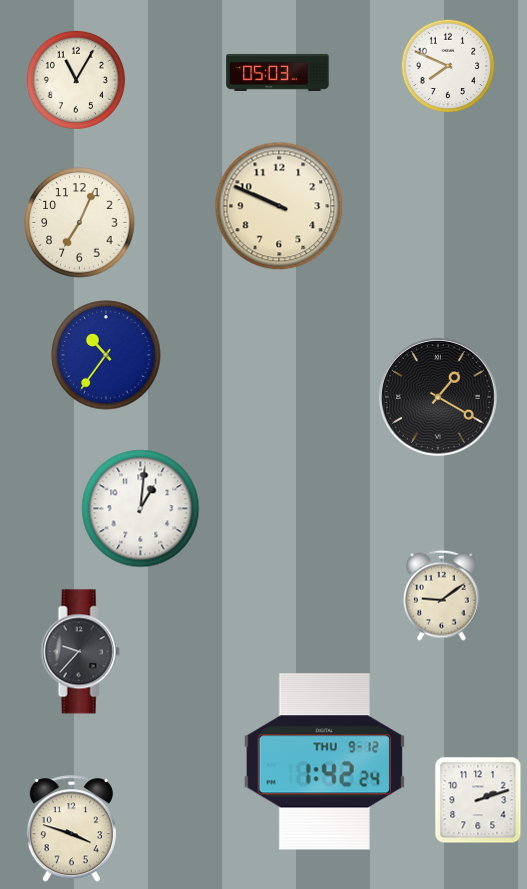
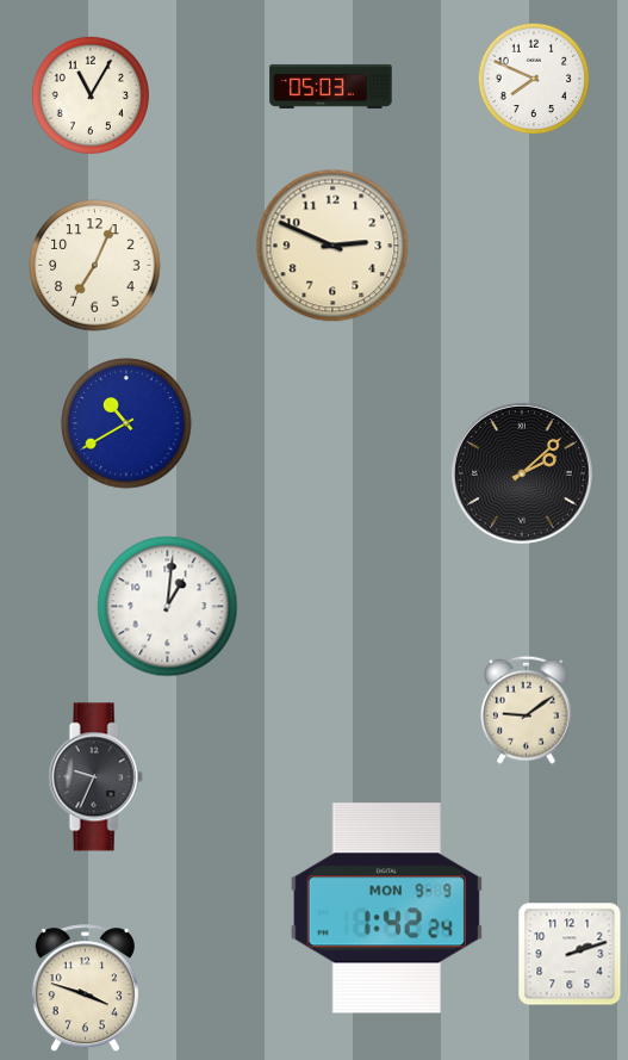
clock at (279, 206): 9:49 -> 2:49
clock at (106, 355): 10:36 -> 10:40
clock at (438, 397): 1:20 -> 2:08
clock at (80, 652): 9:37 -> 9:34
clock at (324, 762) date: THU 9-12 -> MON 9-9
